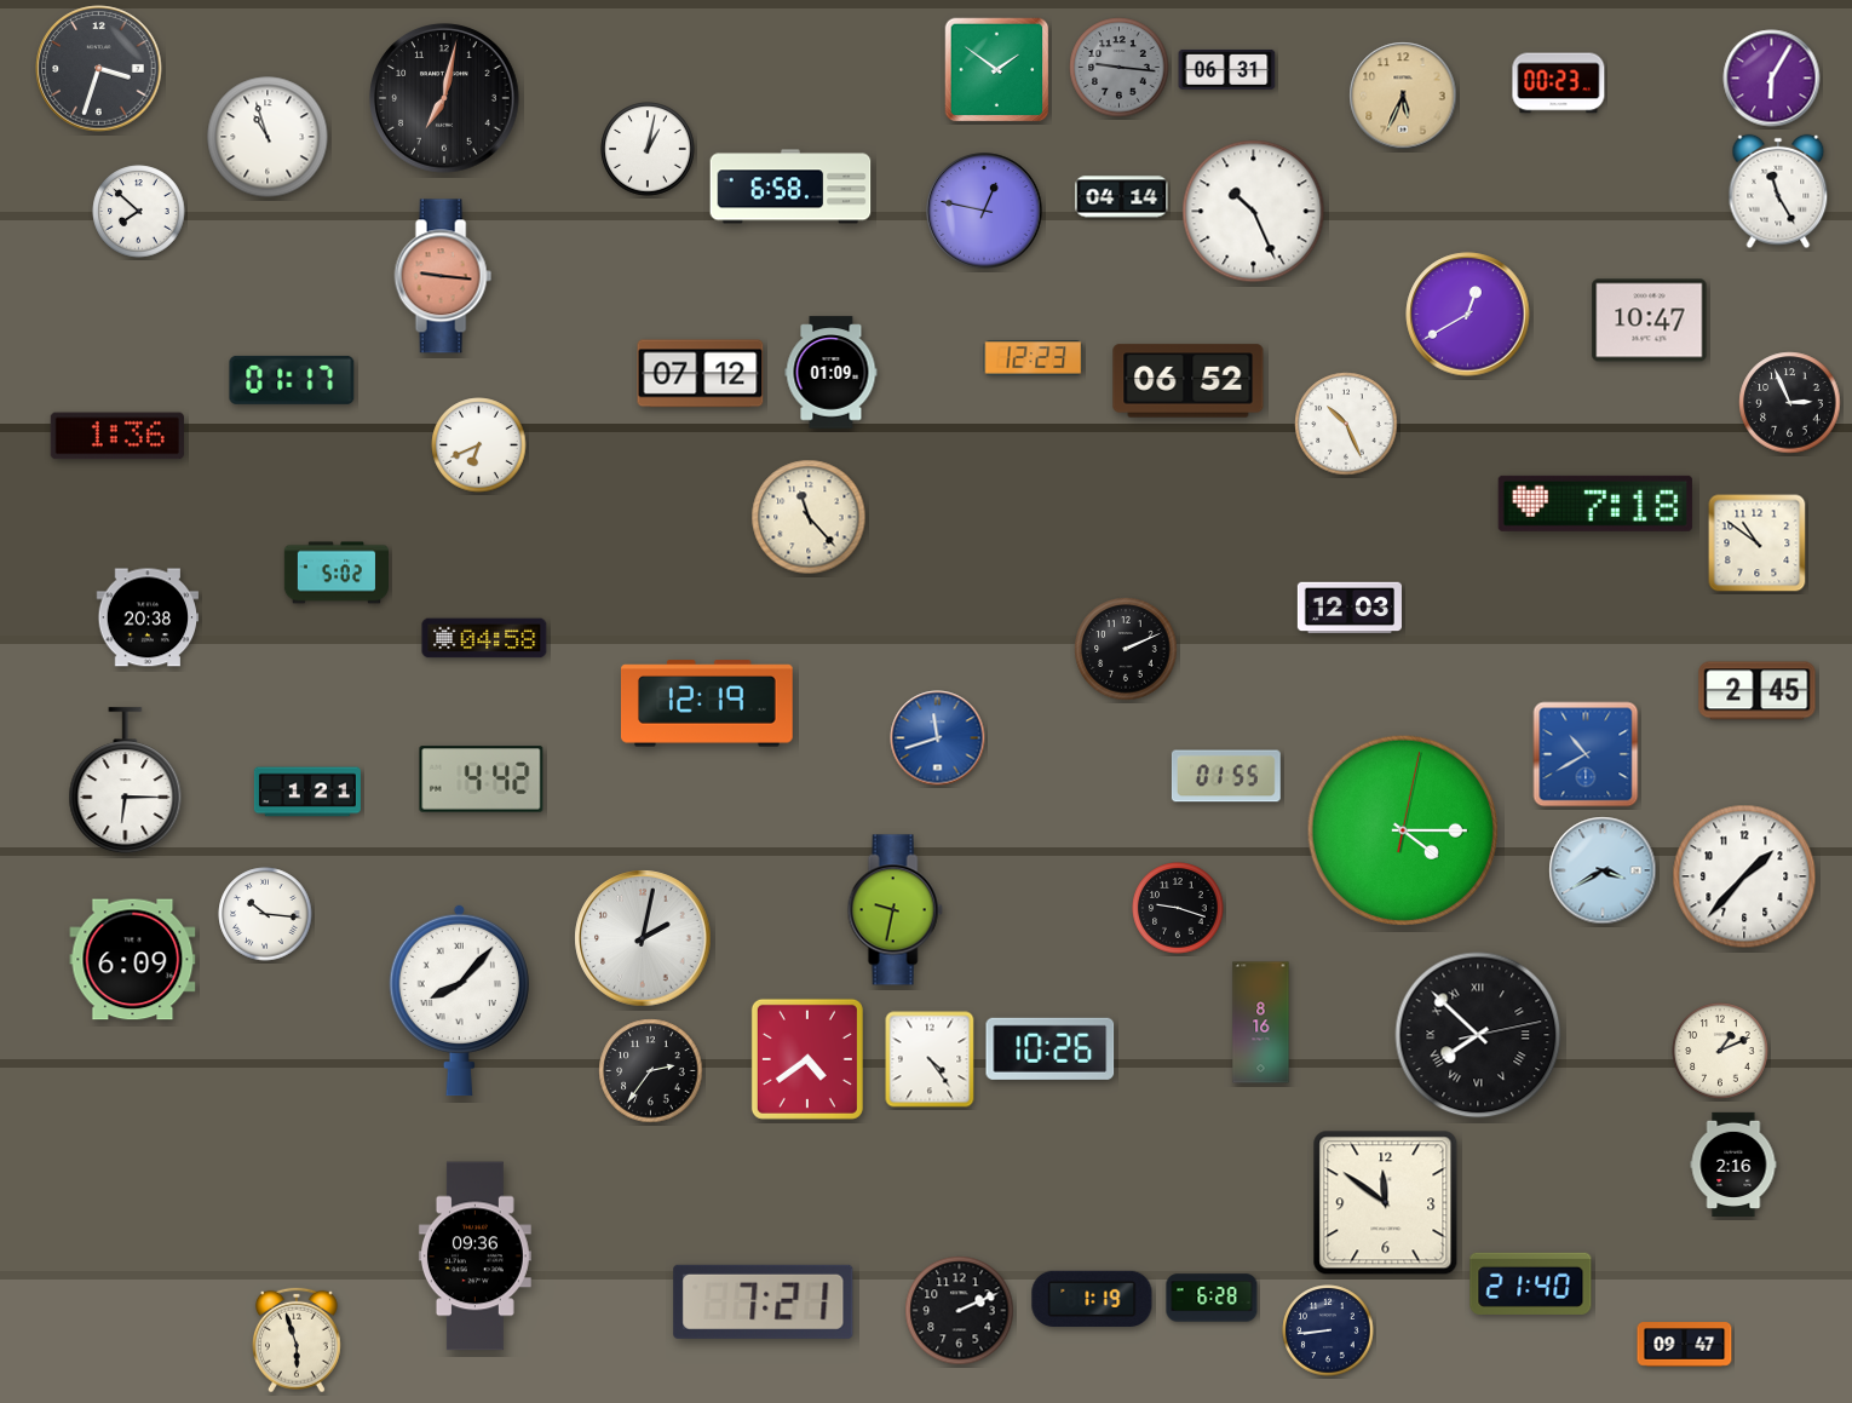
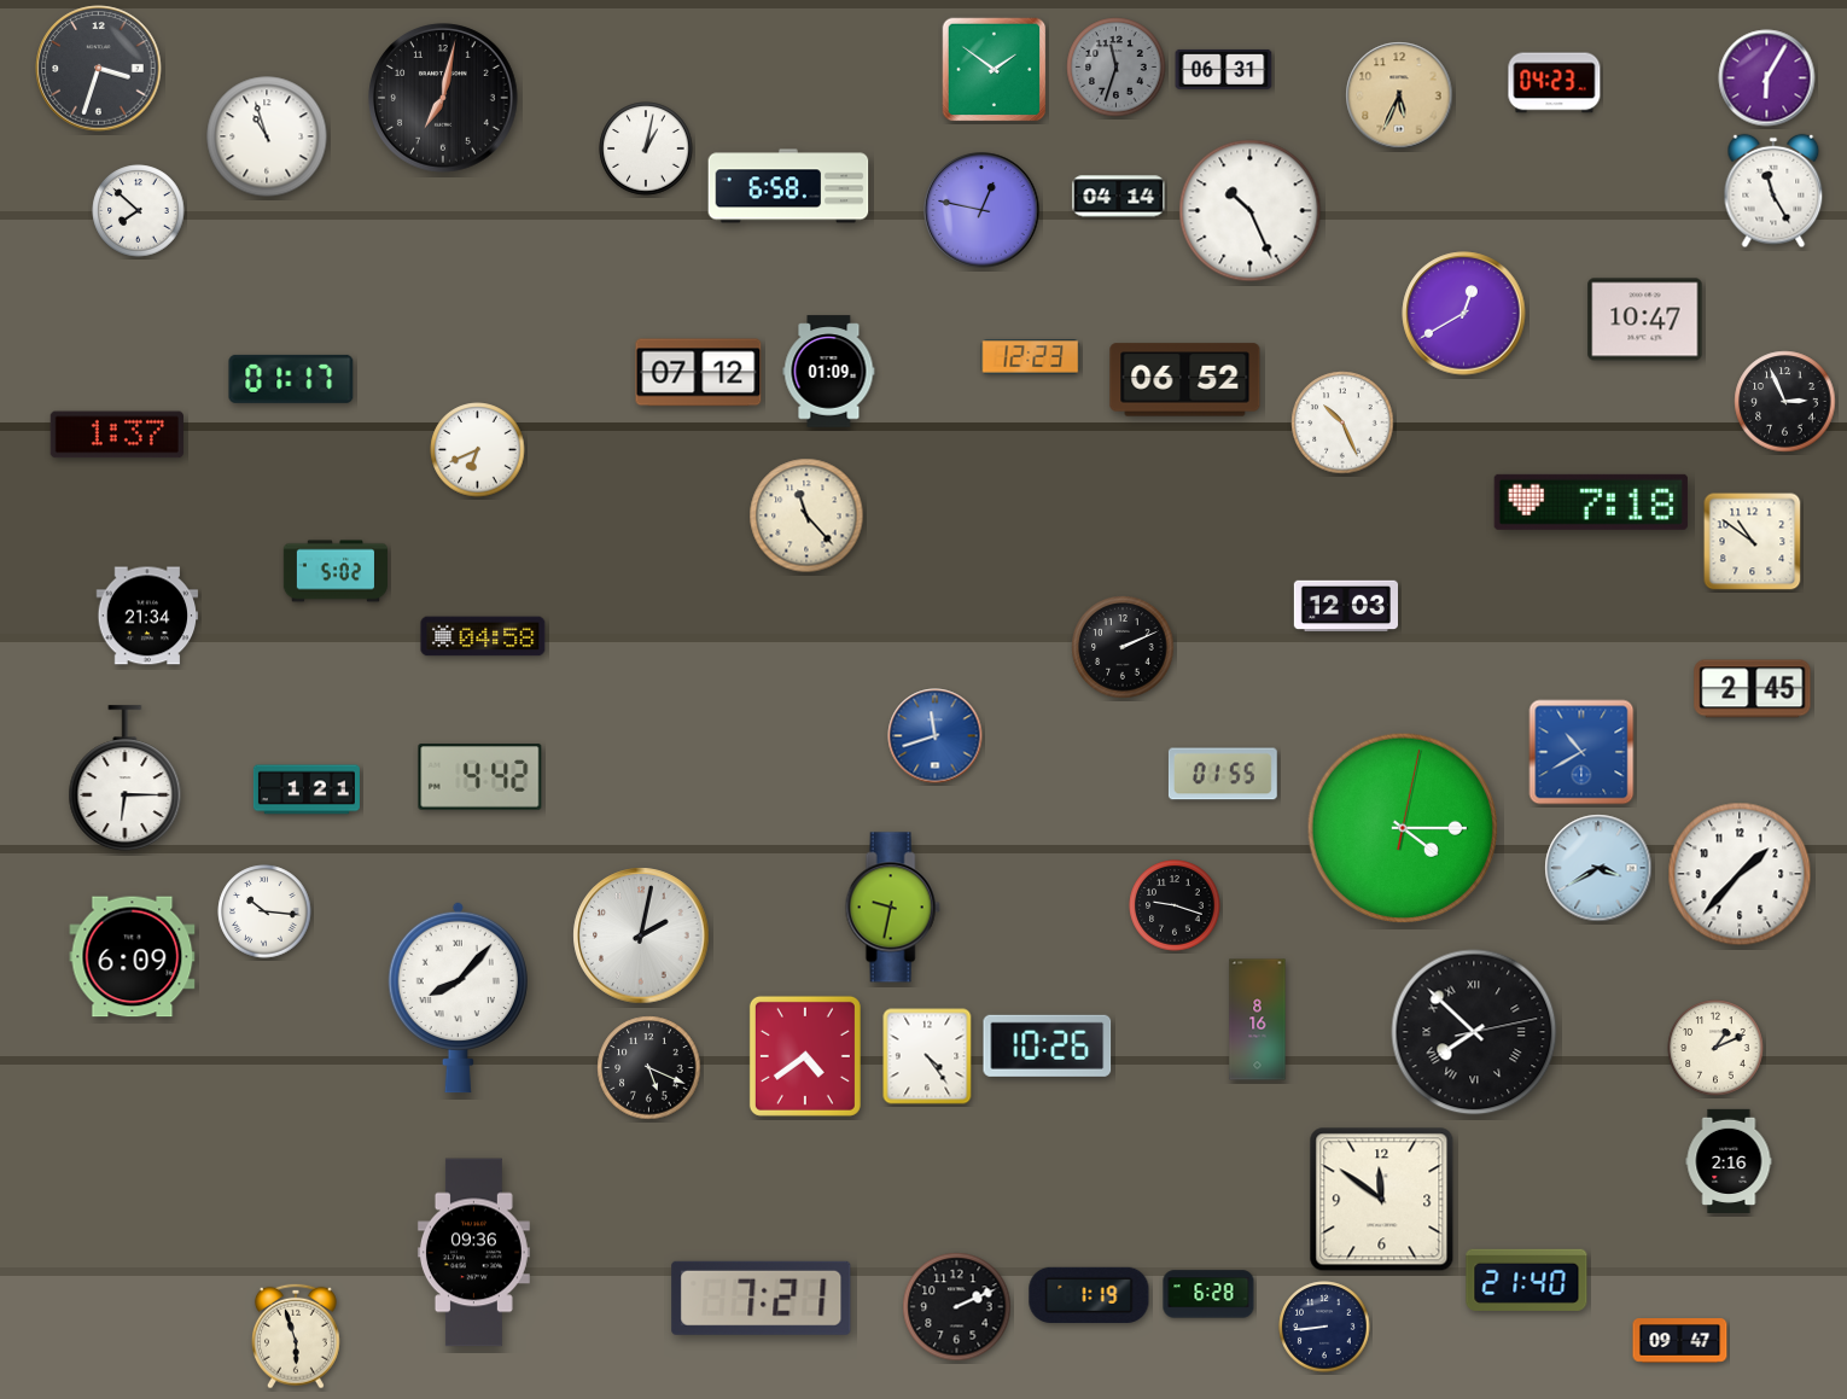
clock at (1120, 68): 9:16 -> 11:33
clock at (1559, 84): 00:23 -> 04:23
clock at (443, 276): 9:16 -> none
clock at (116, 436): 1:36 -> 1:37
clock at (479, 445) position: (479, 445) -> (478, 450)
clock at (148, 617): 20:38 -> 21:34
clock at (708, 703): 12:19 -> none
clock at (1403, 829) position: (1403, 829) -> (1403, 827)
clock at (651, 1071): 2:36 -> 5:19
